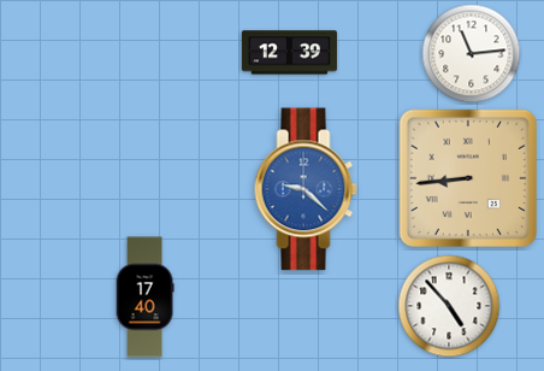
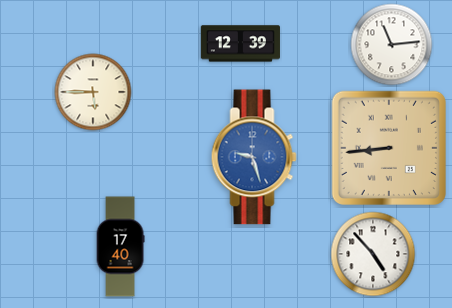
clock at (93, 92): none -> 5:45
clock at (306, 189): 9:22 -> 9:27
